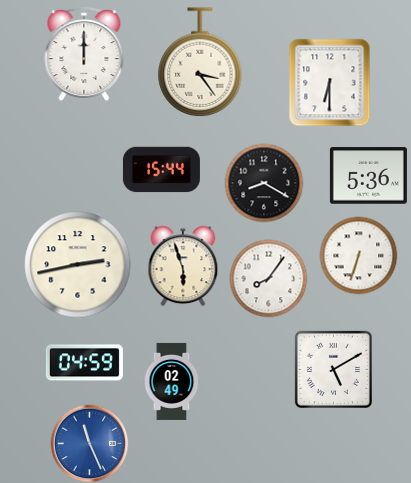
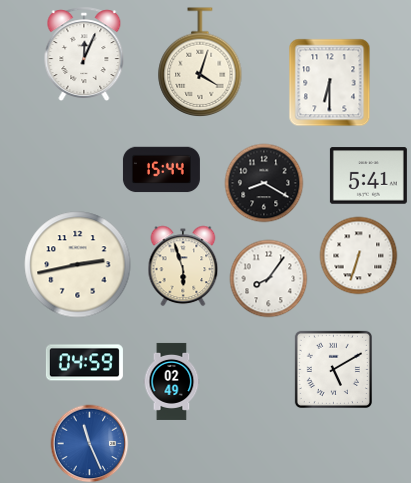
clock at (84, 54): 12:00 -> 12:04
clock at (200, 62): 3:24 -> 4:03
clock at (368, 176): 5:36 -> 5:41
